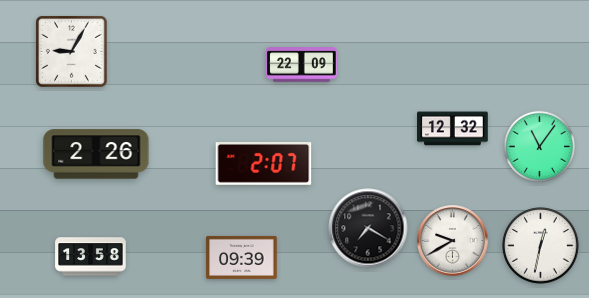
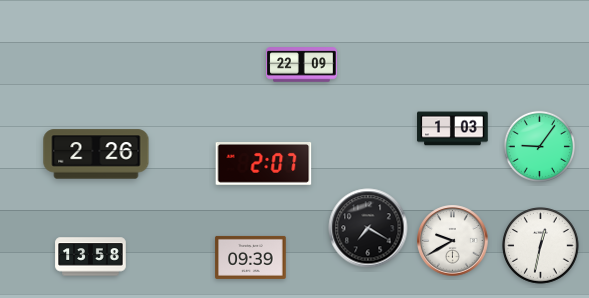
clock at (71, 51): 9:05 -> none
clock at (453, 129): 12:32 -> 1:03
clock at (539, 146): 11:06 -> 9:06
clock at (242, 257) position: (242, 257) -> (251, 257)
